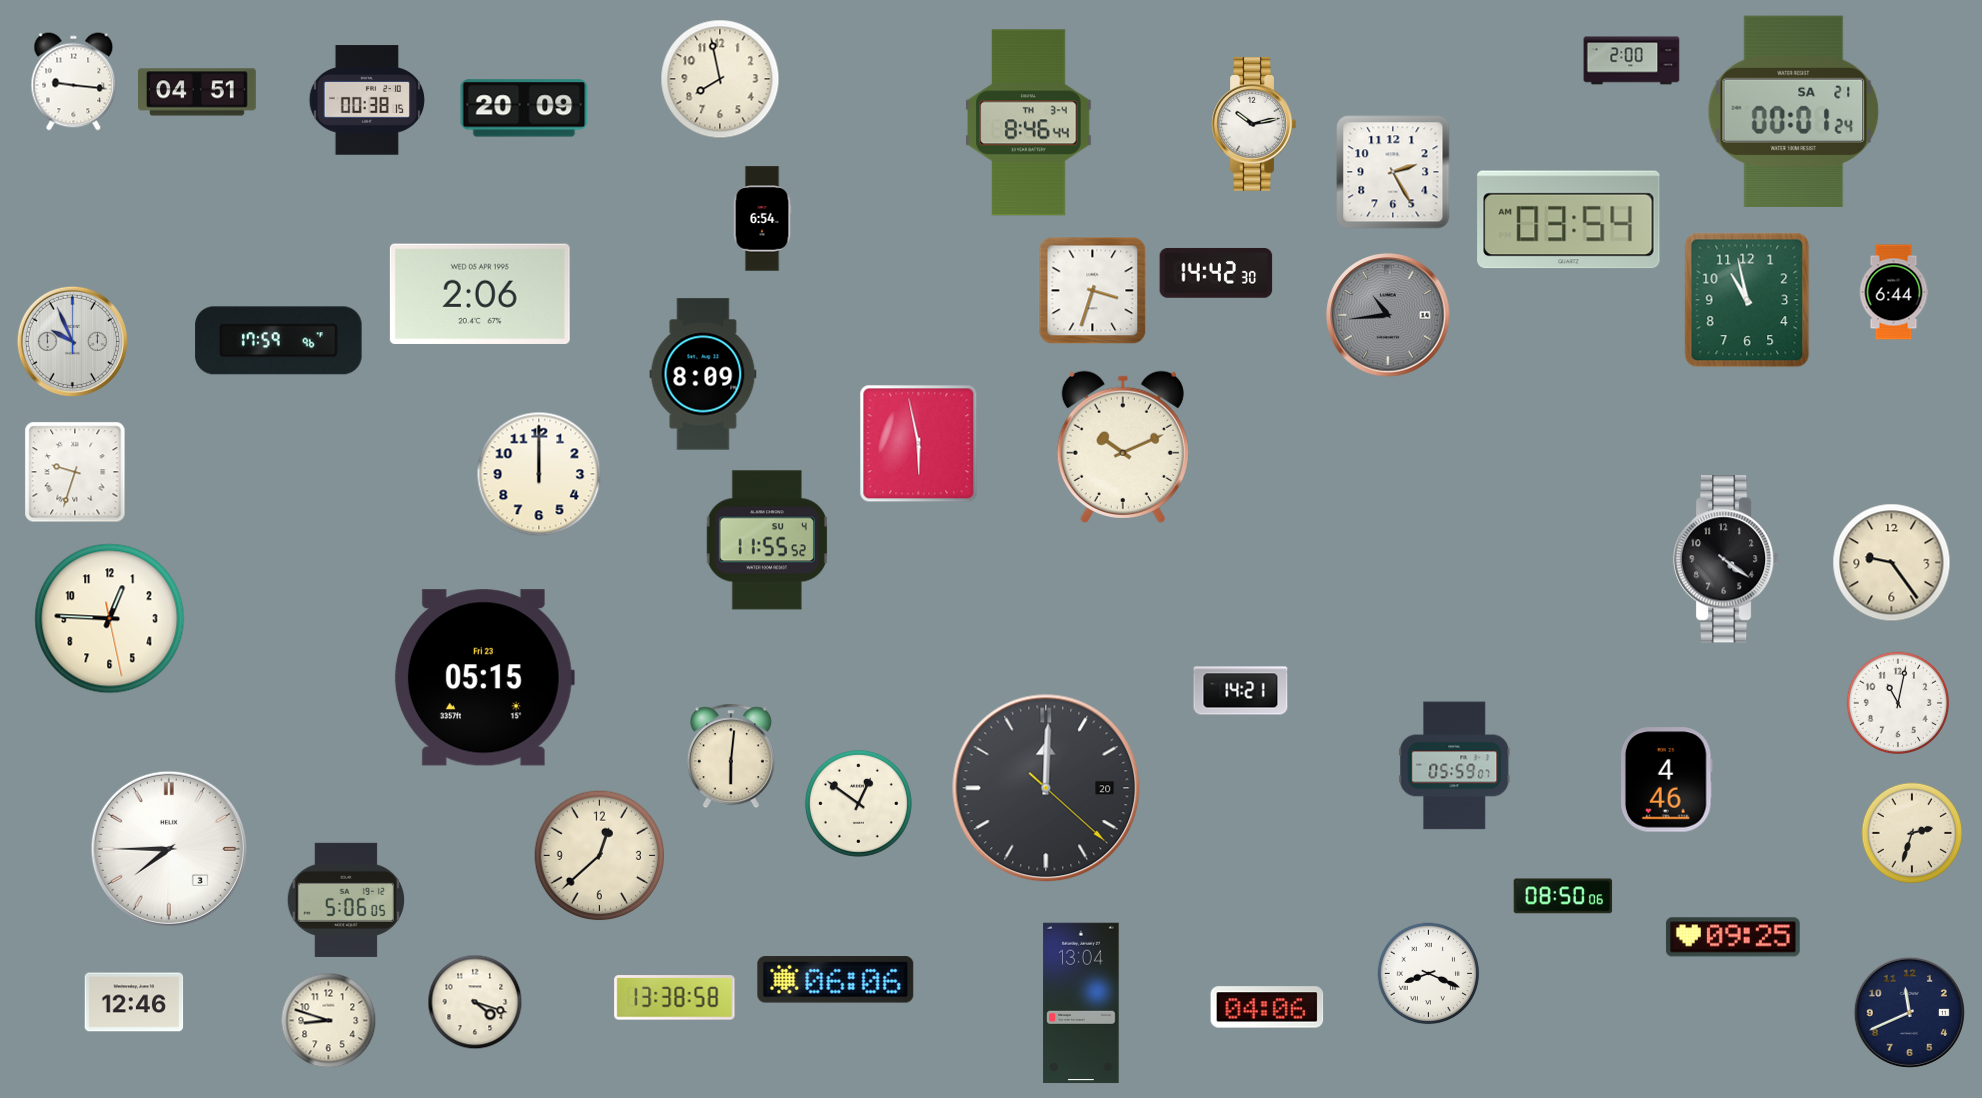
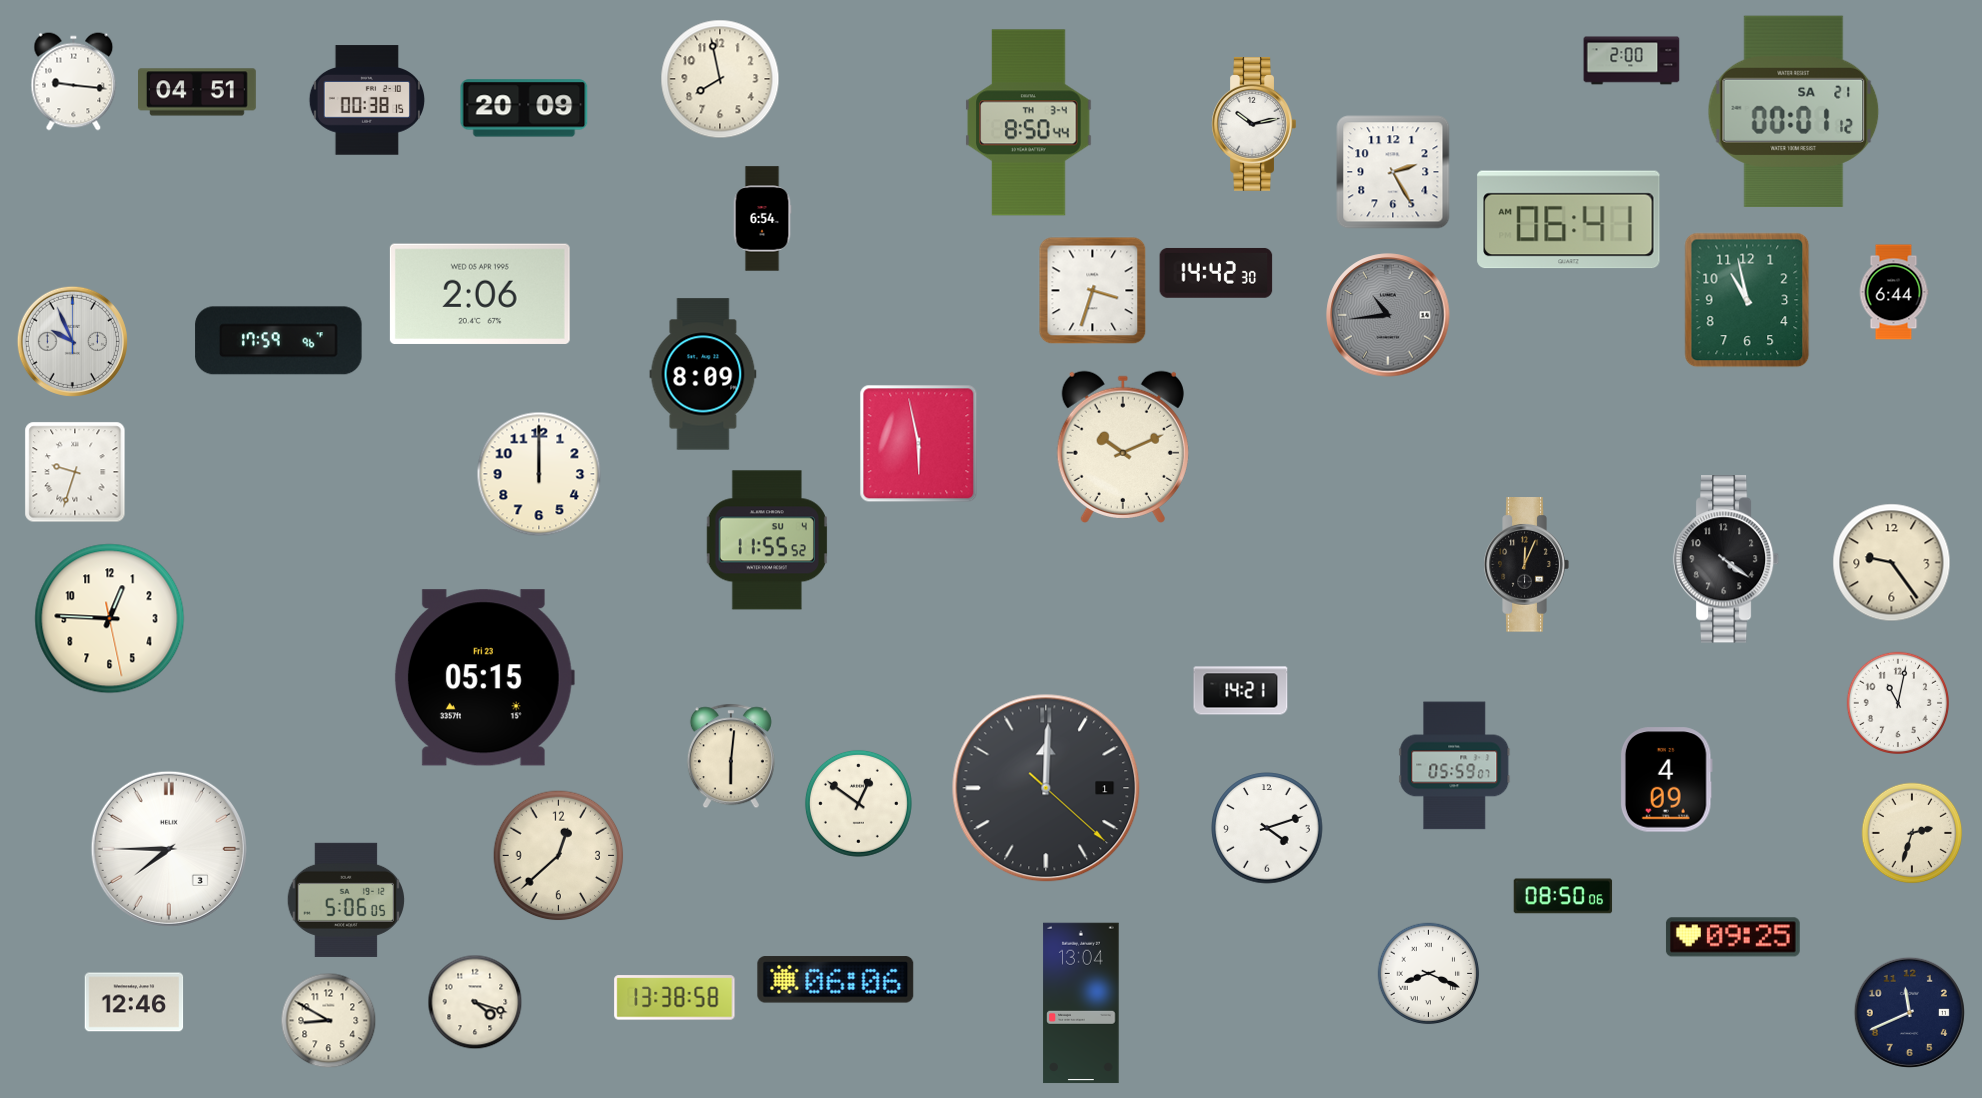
clock at (1794, 111): 00:01:24 -> 00:01:12
clock at (1029, 123): 8:46 -> 8:50
clock at (1569, 220): 03:54 -> 06:41
clock at (1526, 565): none -> 12:04
clock at (1666, 780): 4:46 -> 4:09
clock at (1046, 788) date: 20 -> 1
clock at (1267, 828): none -> 4:12
clock at (600, 856) position: (600, 856) -> (559, 856)
clock at (1267, 1007): 04:06 -> none
clock at (329, 1021): 8:48 -> 8:50
